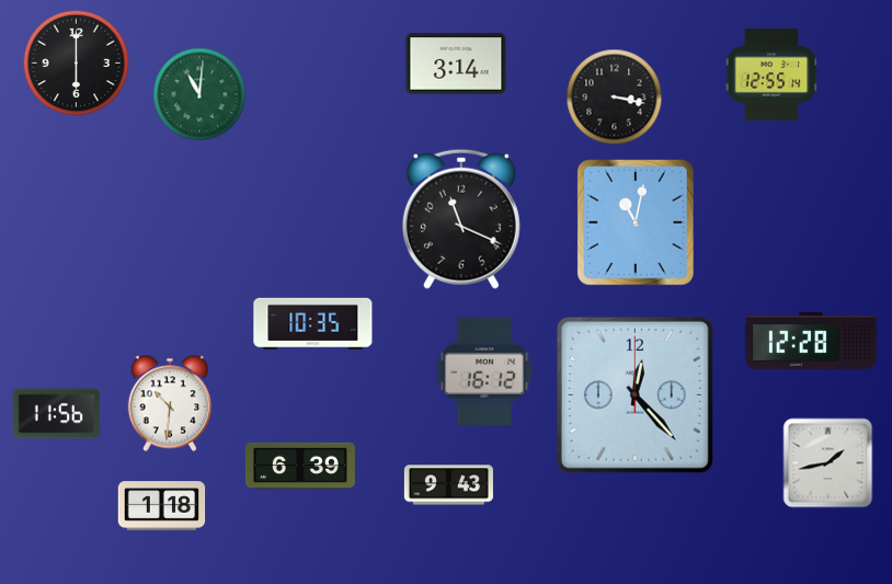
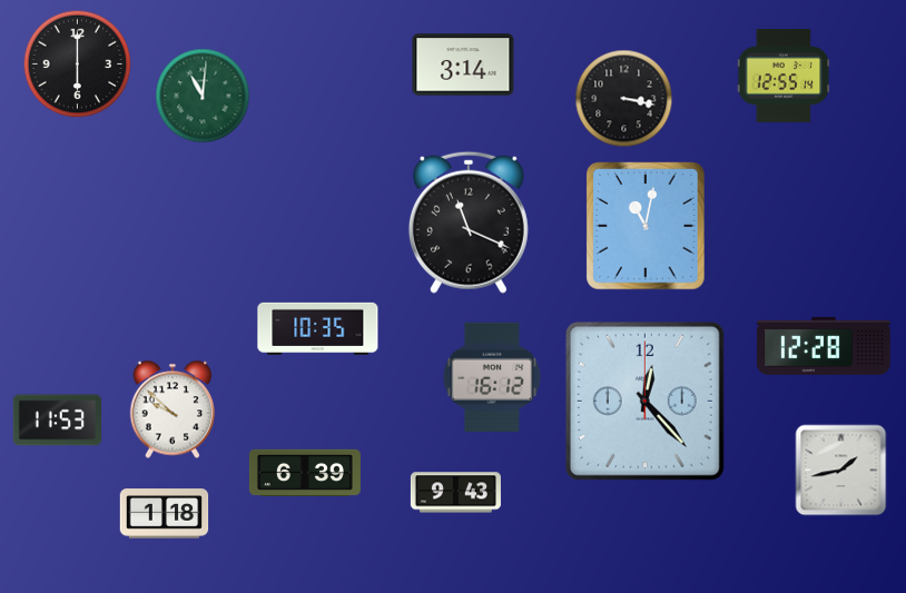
clock at (170, 403): 10:31 -> 9:52
clock at (57, 414): 11:56 -> 11:53
